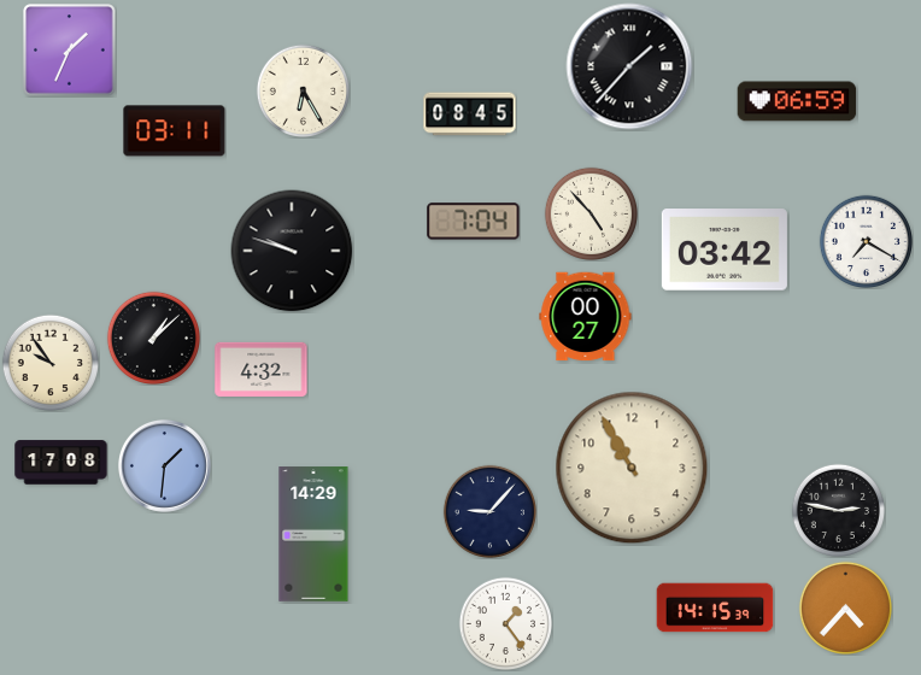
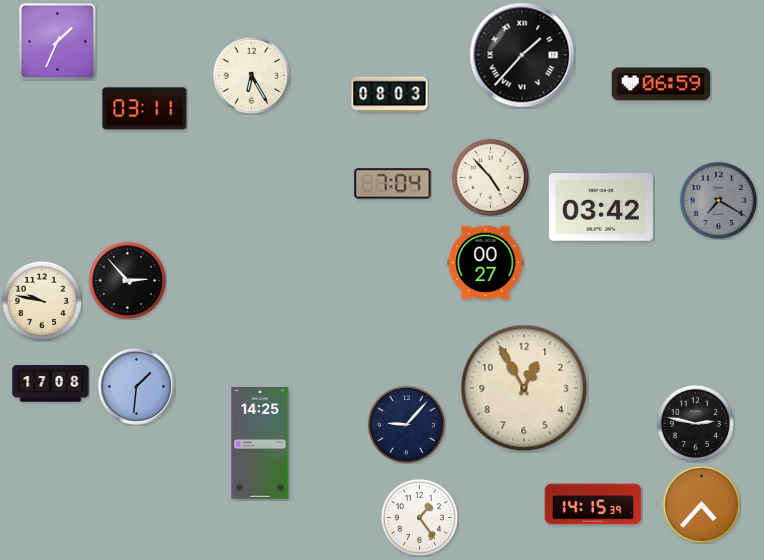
clock at (470, 115): 08:45 -> 08:03
clock at (866, 241) dial: white -> grey
clock at (292, 251): 9:48 -> none
clock at (153, 337): 1:08 -> 2:53
clock at (49, 362): 9:54 -> 9:47
clock at (262, 369): 4:32 -> none
clock at (632, 468): 10:55 -> 12:55
clock at (313, 534): 14:29 -> 14:25
